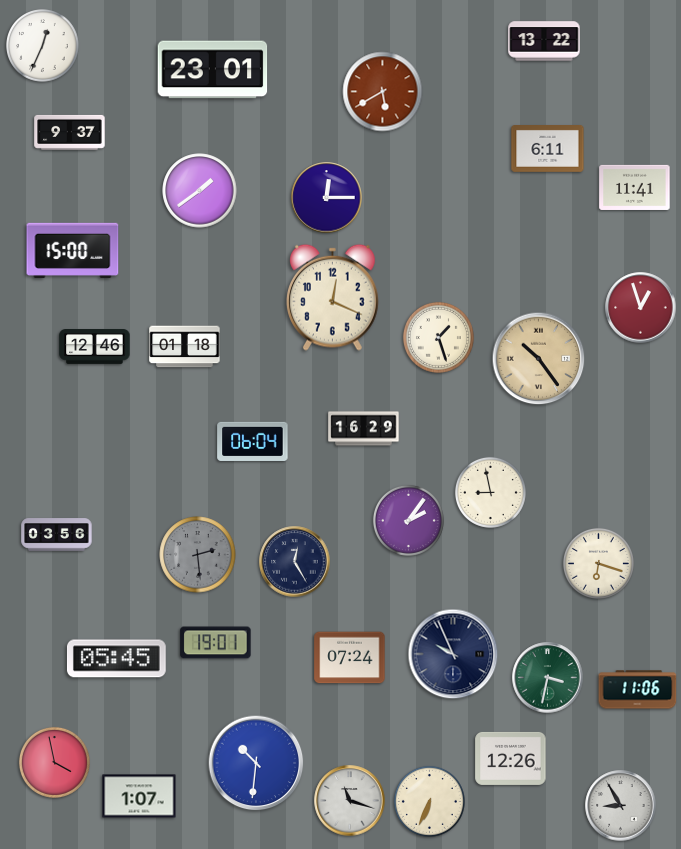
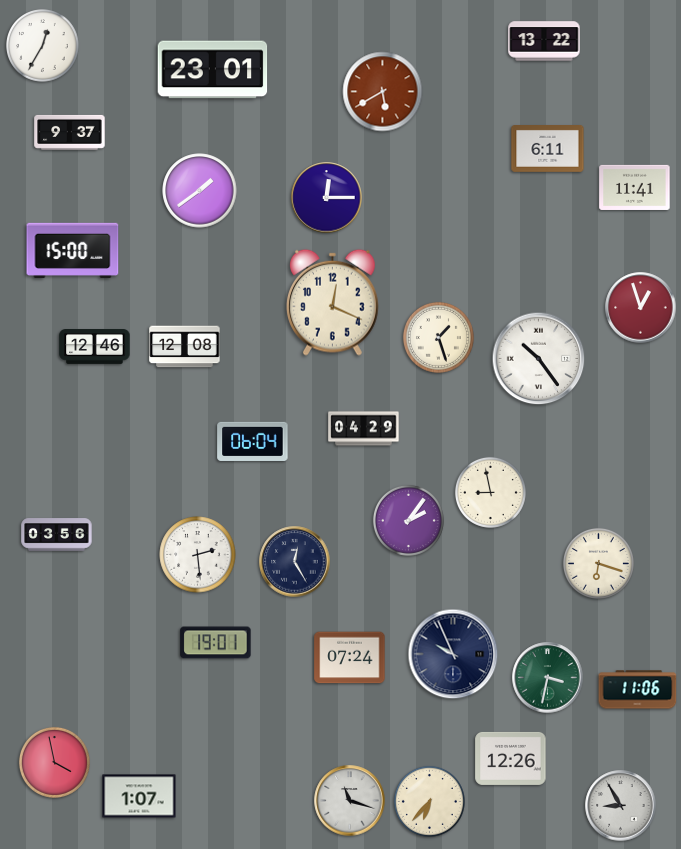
clock at (43, 46): 12:34 -> 12:35
clock at (333, 297) position: (333, 297) -> (333, 302)
clock at (185, 347): 01:18 -> 12:08
clock at (539, 359) dial: champagne -> white
clock at (364, 429): 16:29 -> 04:29
clock at (198, 555) dial: grey -> white
clock at (116, 659): 05:45 -> none
clock at (256, 763): 10:31 -> none
clock at (429, 801): 6:34 -> 6:37
